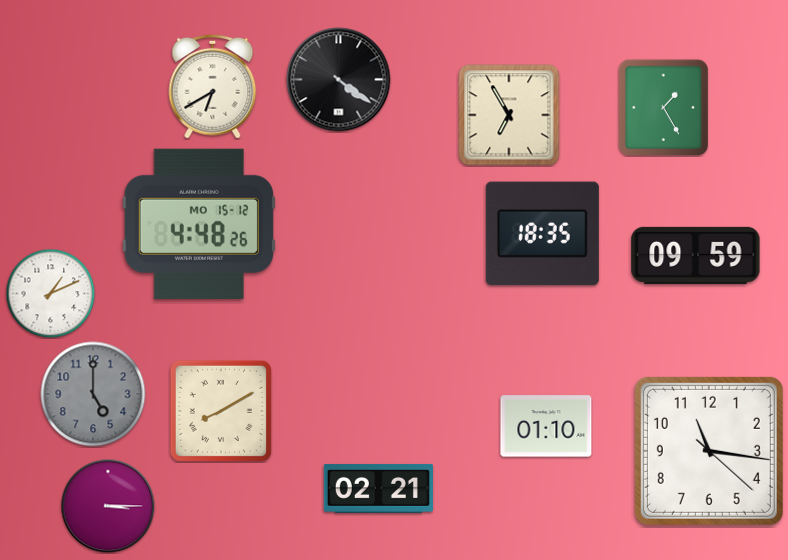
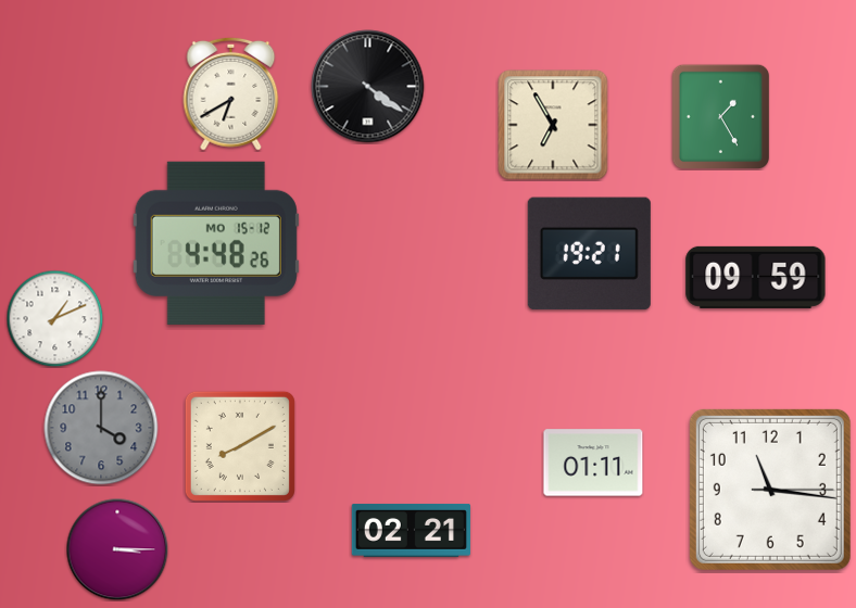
clock at (542, 234): 18:35 -> 19:21
clock at (93, 394): 5:00 -> 4:00
clock at (546, 426): 01:10 -> 01:11
clock at (709, 451): 11:16:22 -> 11:16:15
